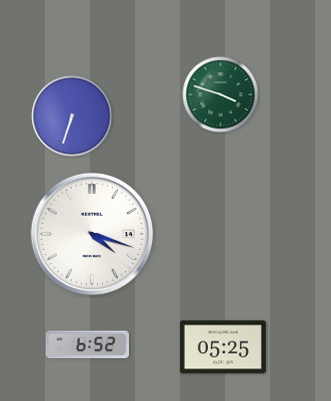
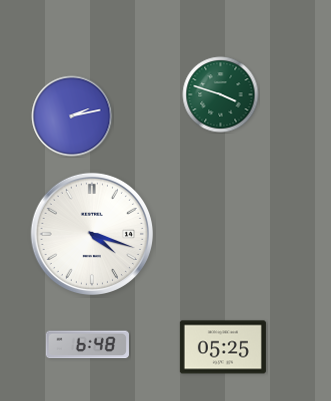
clock at (72, 116): 6:33 -> 2:13
clock at (87, 345): 6:52 -> 6:48
